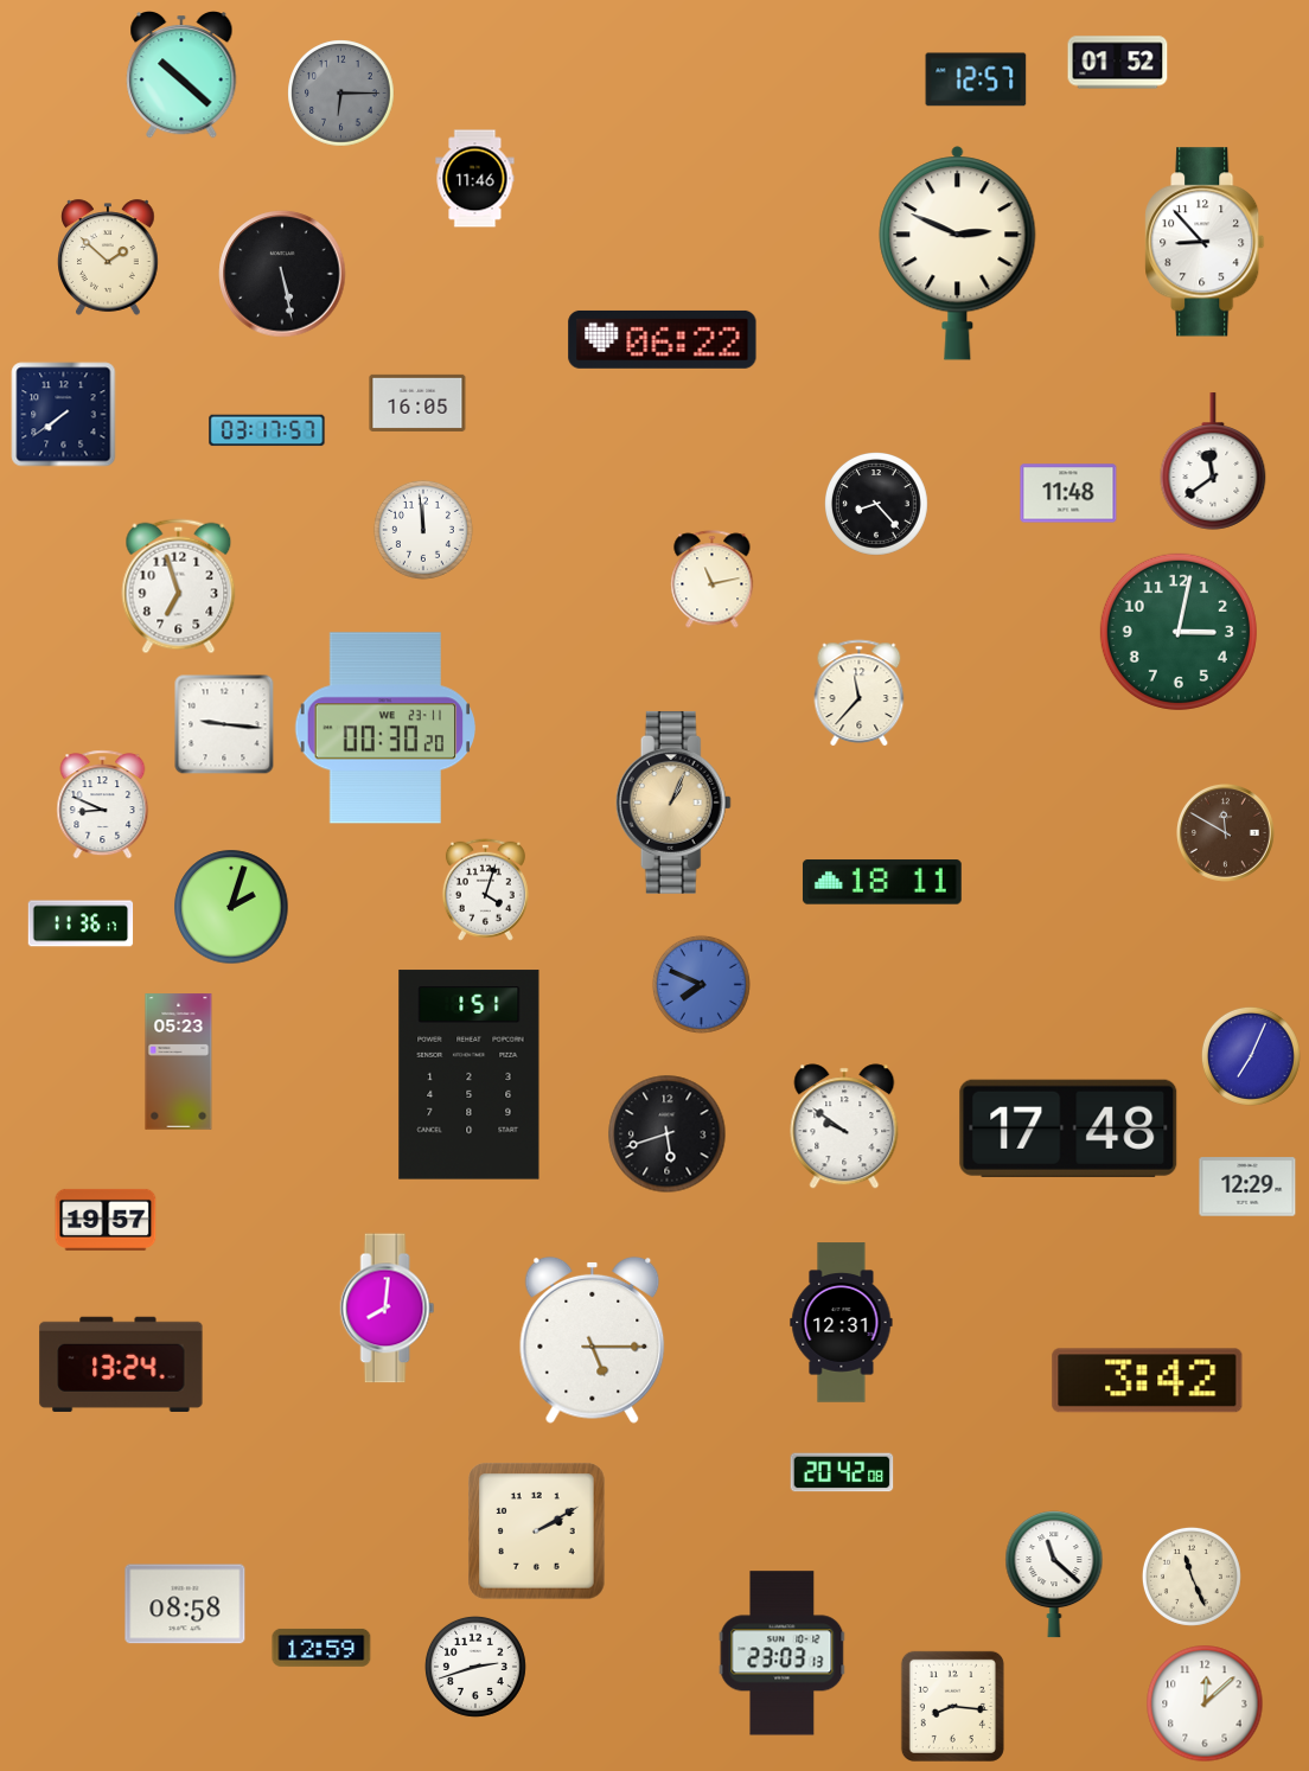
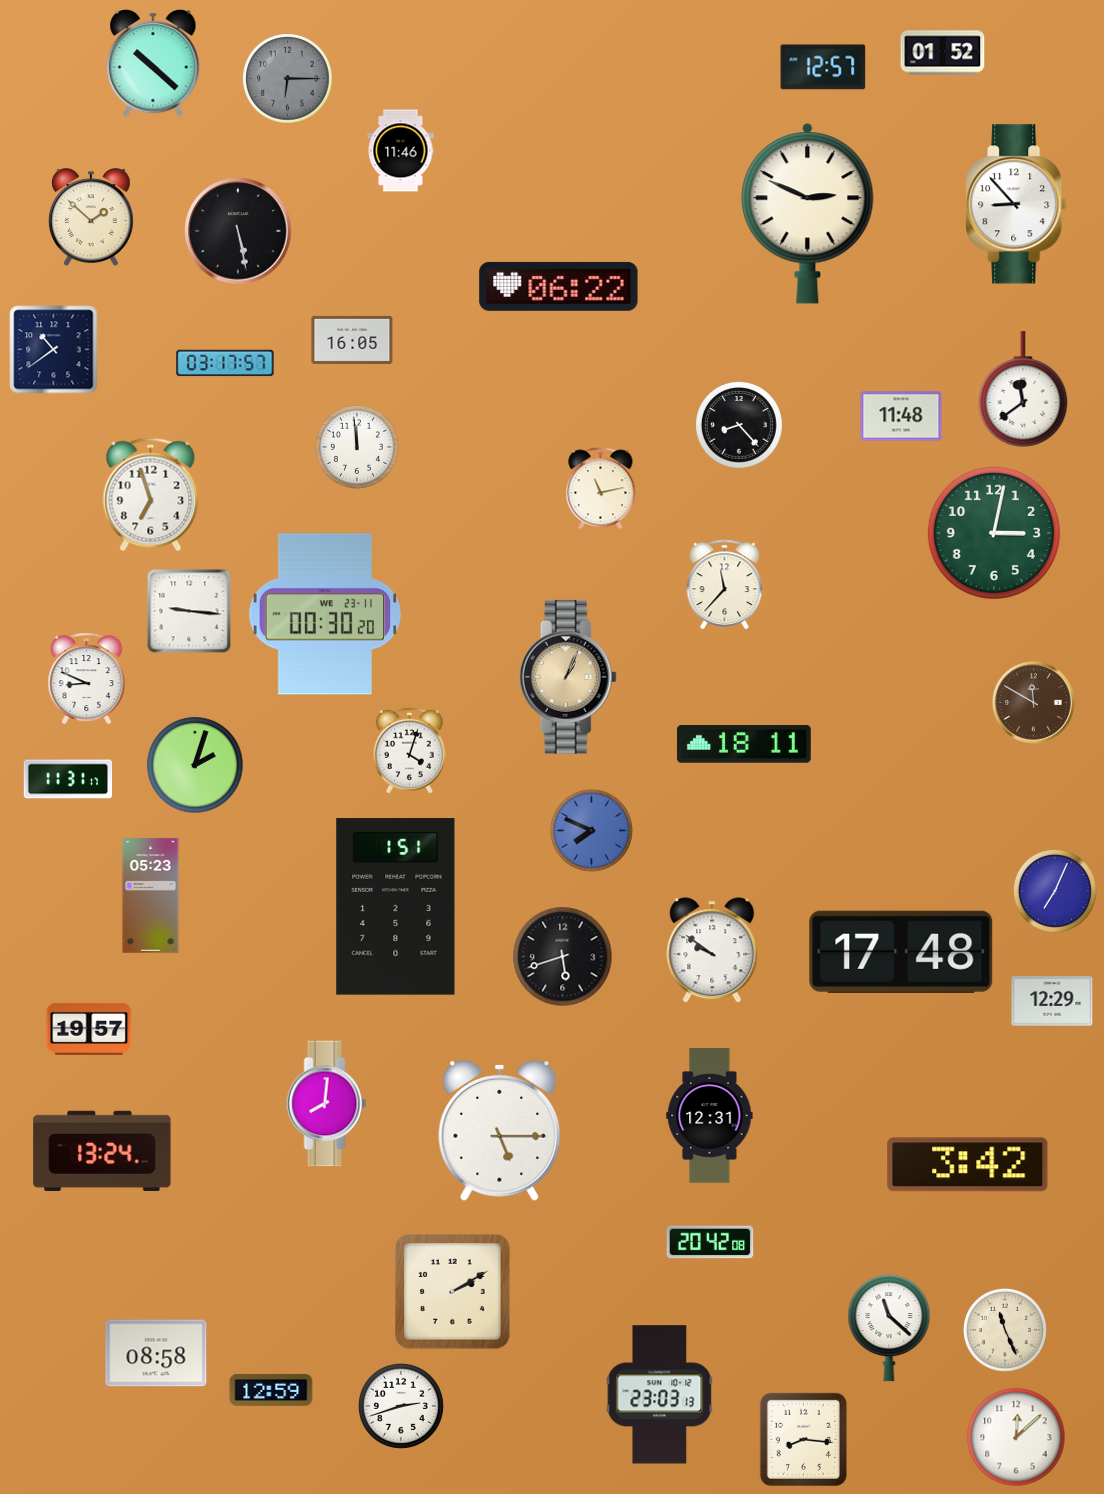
clock at (64, 415): 7:39 -> 10:39
clock at (81, 923): 11:36 -> 11:31
